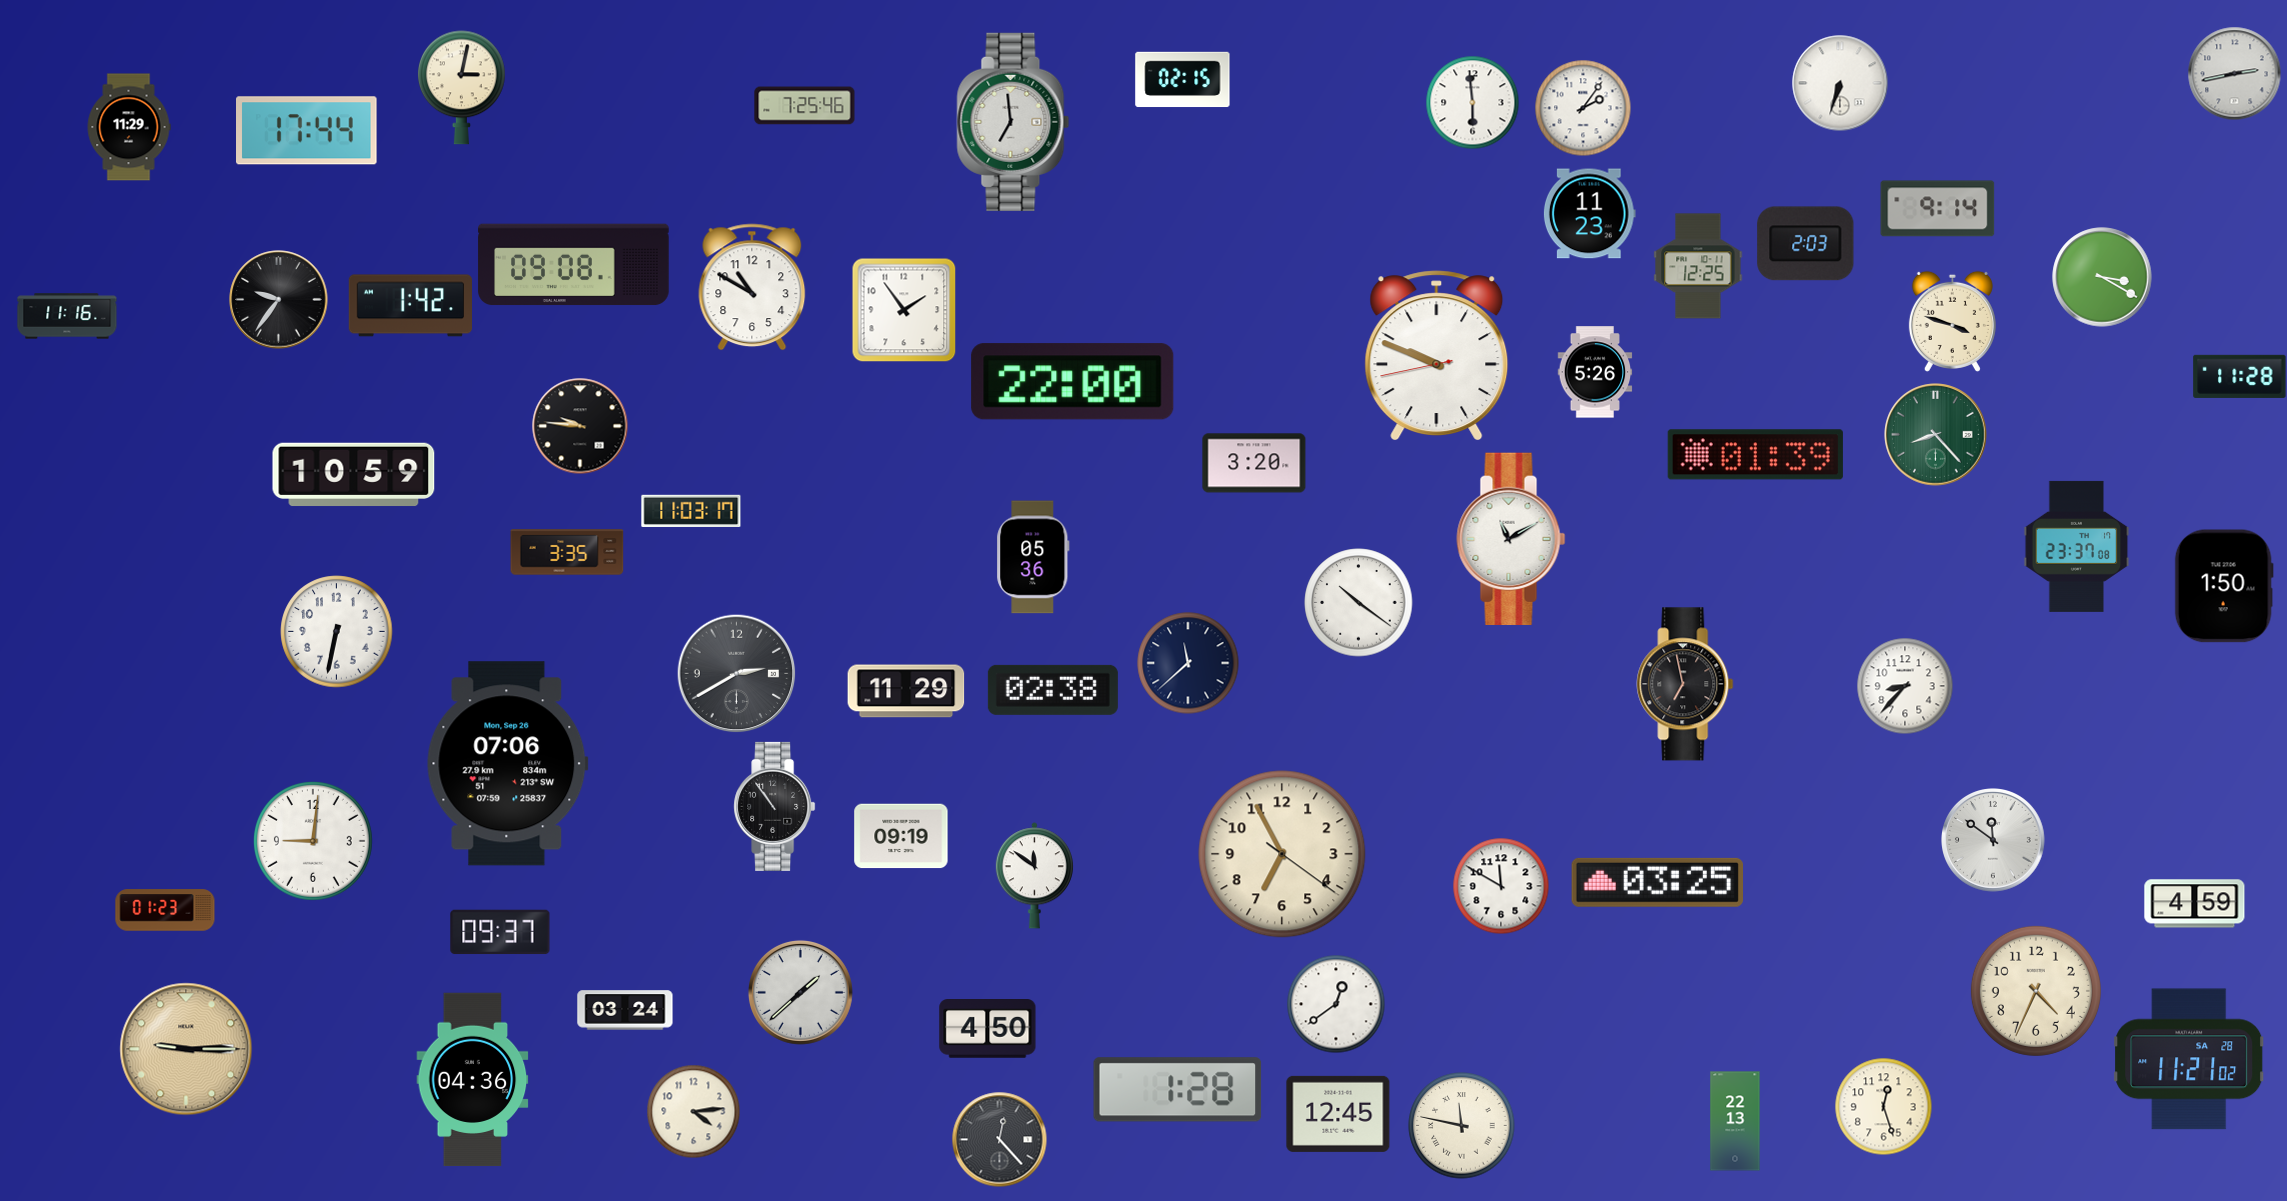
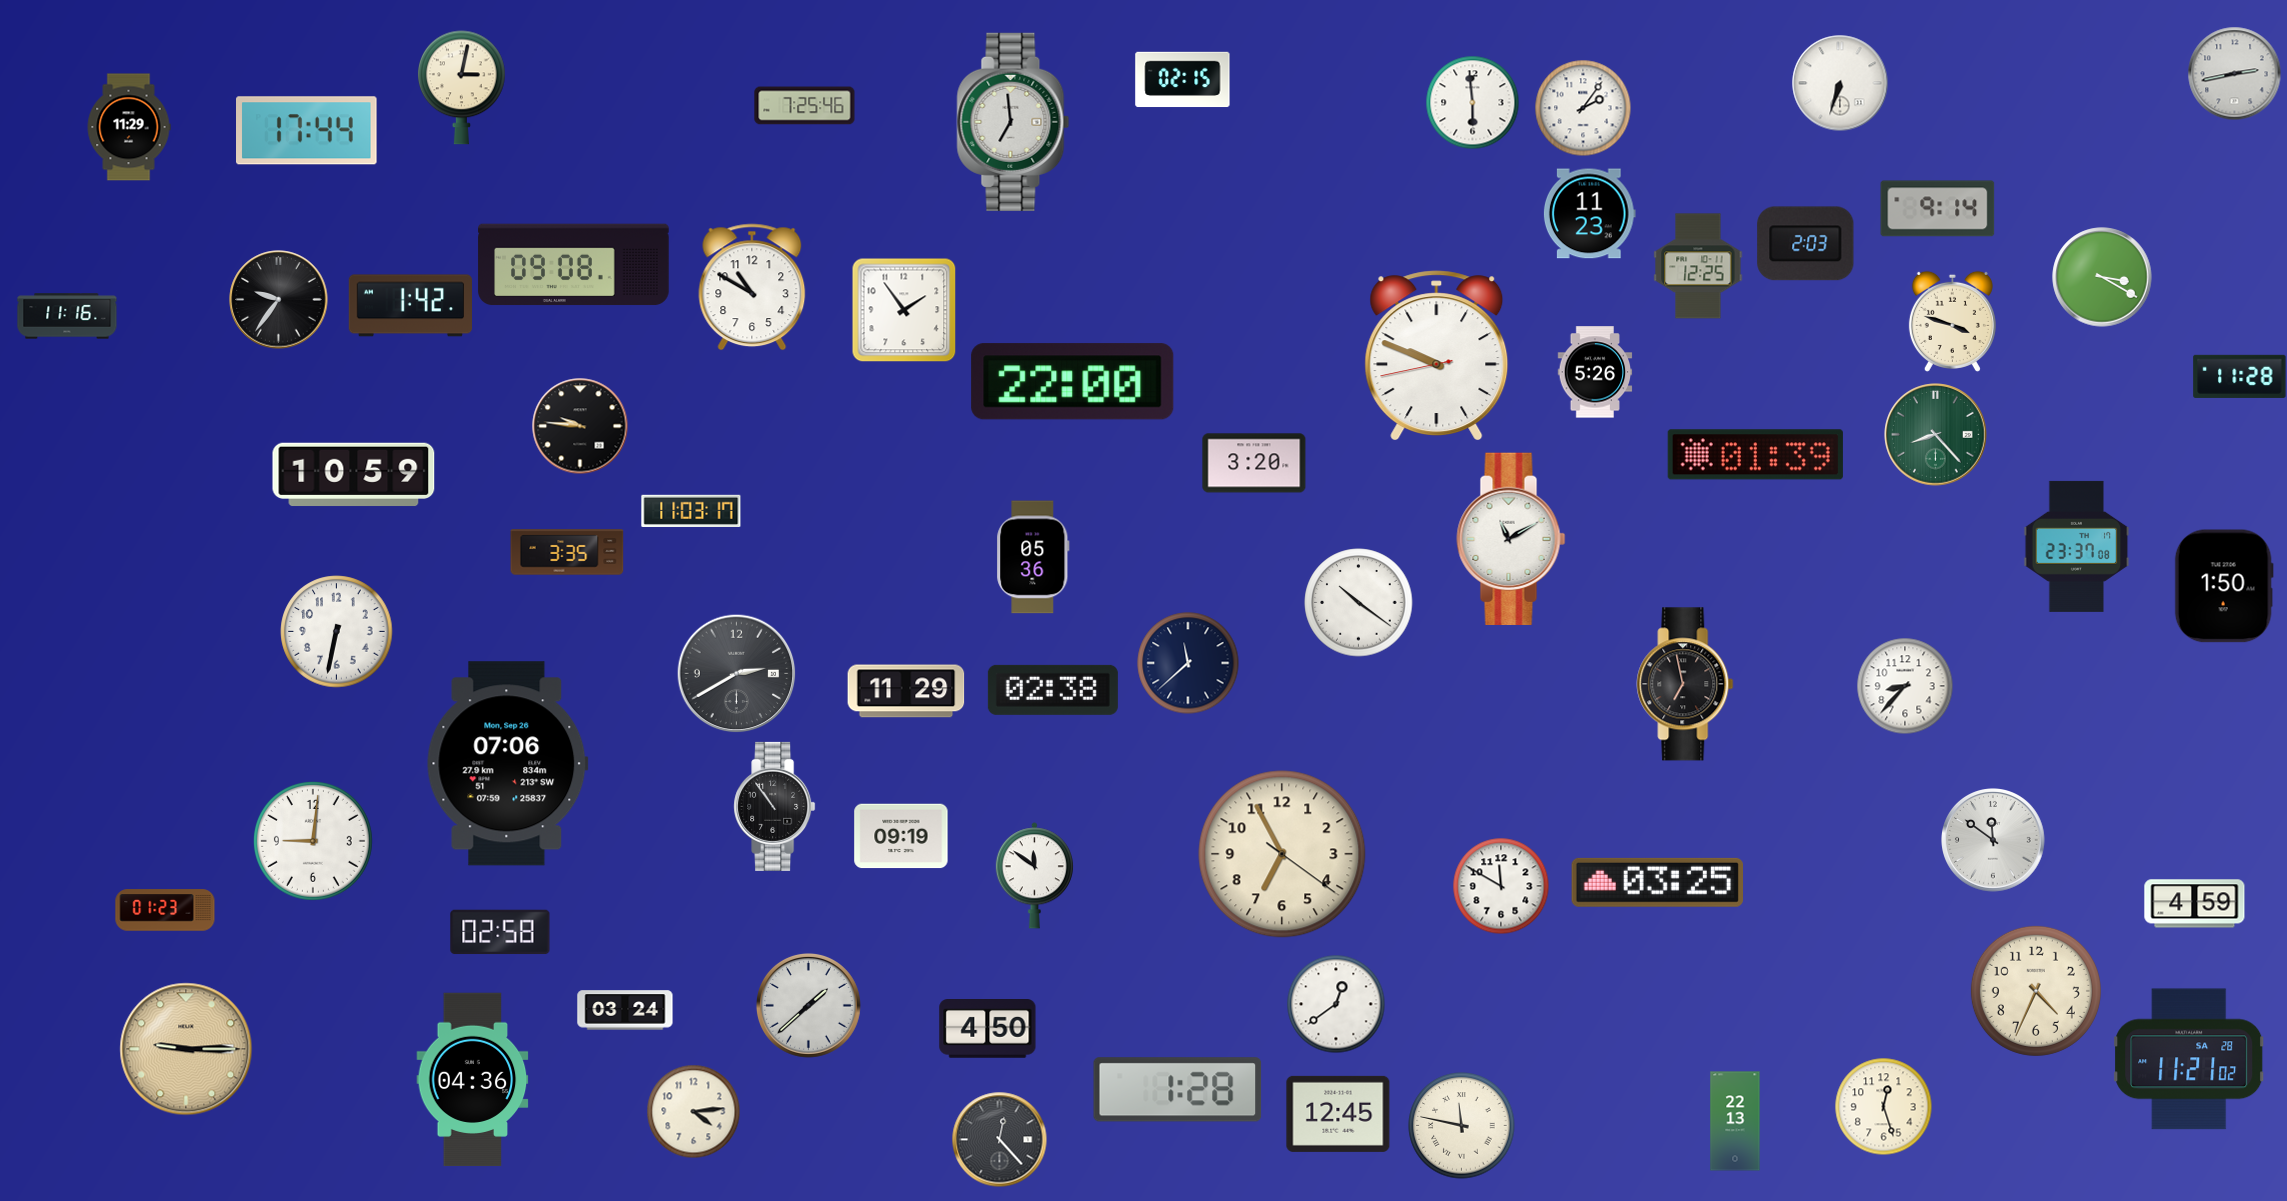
clock at (500, 932): 09:37 -> 02:58
clock at (801, 993) position: (801, 993) -> (809, 1006)
